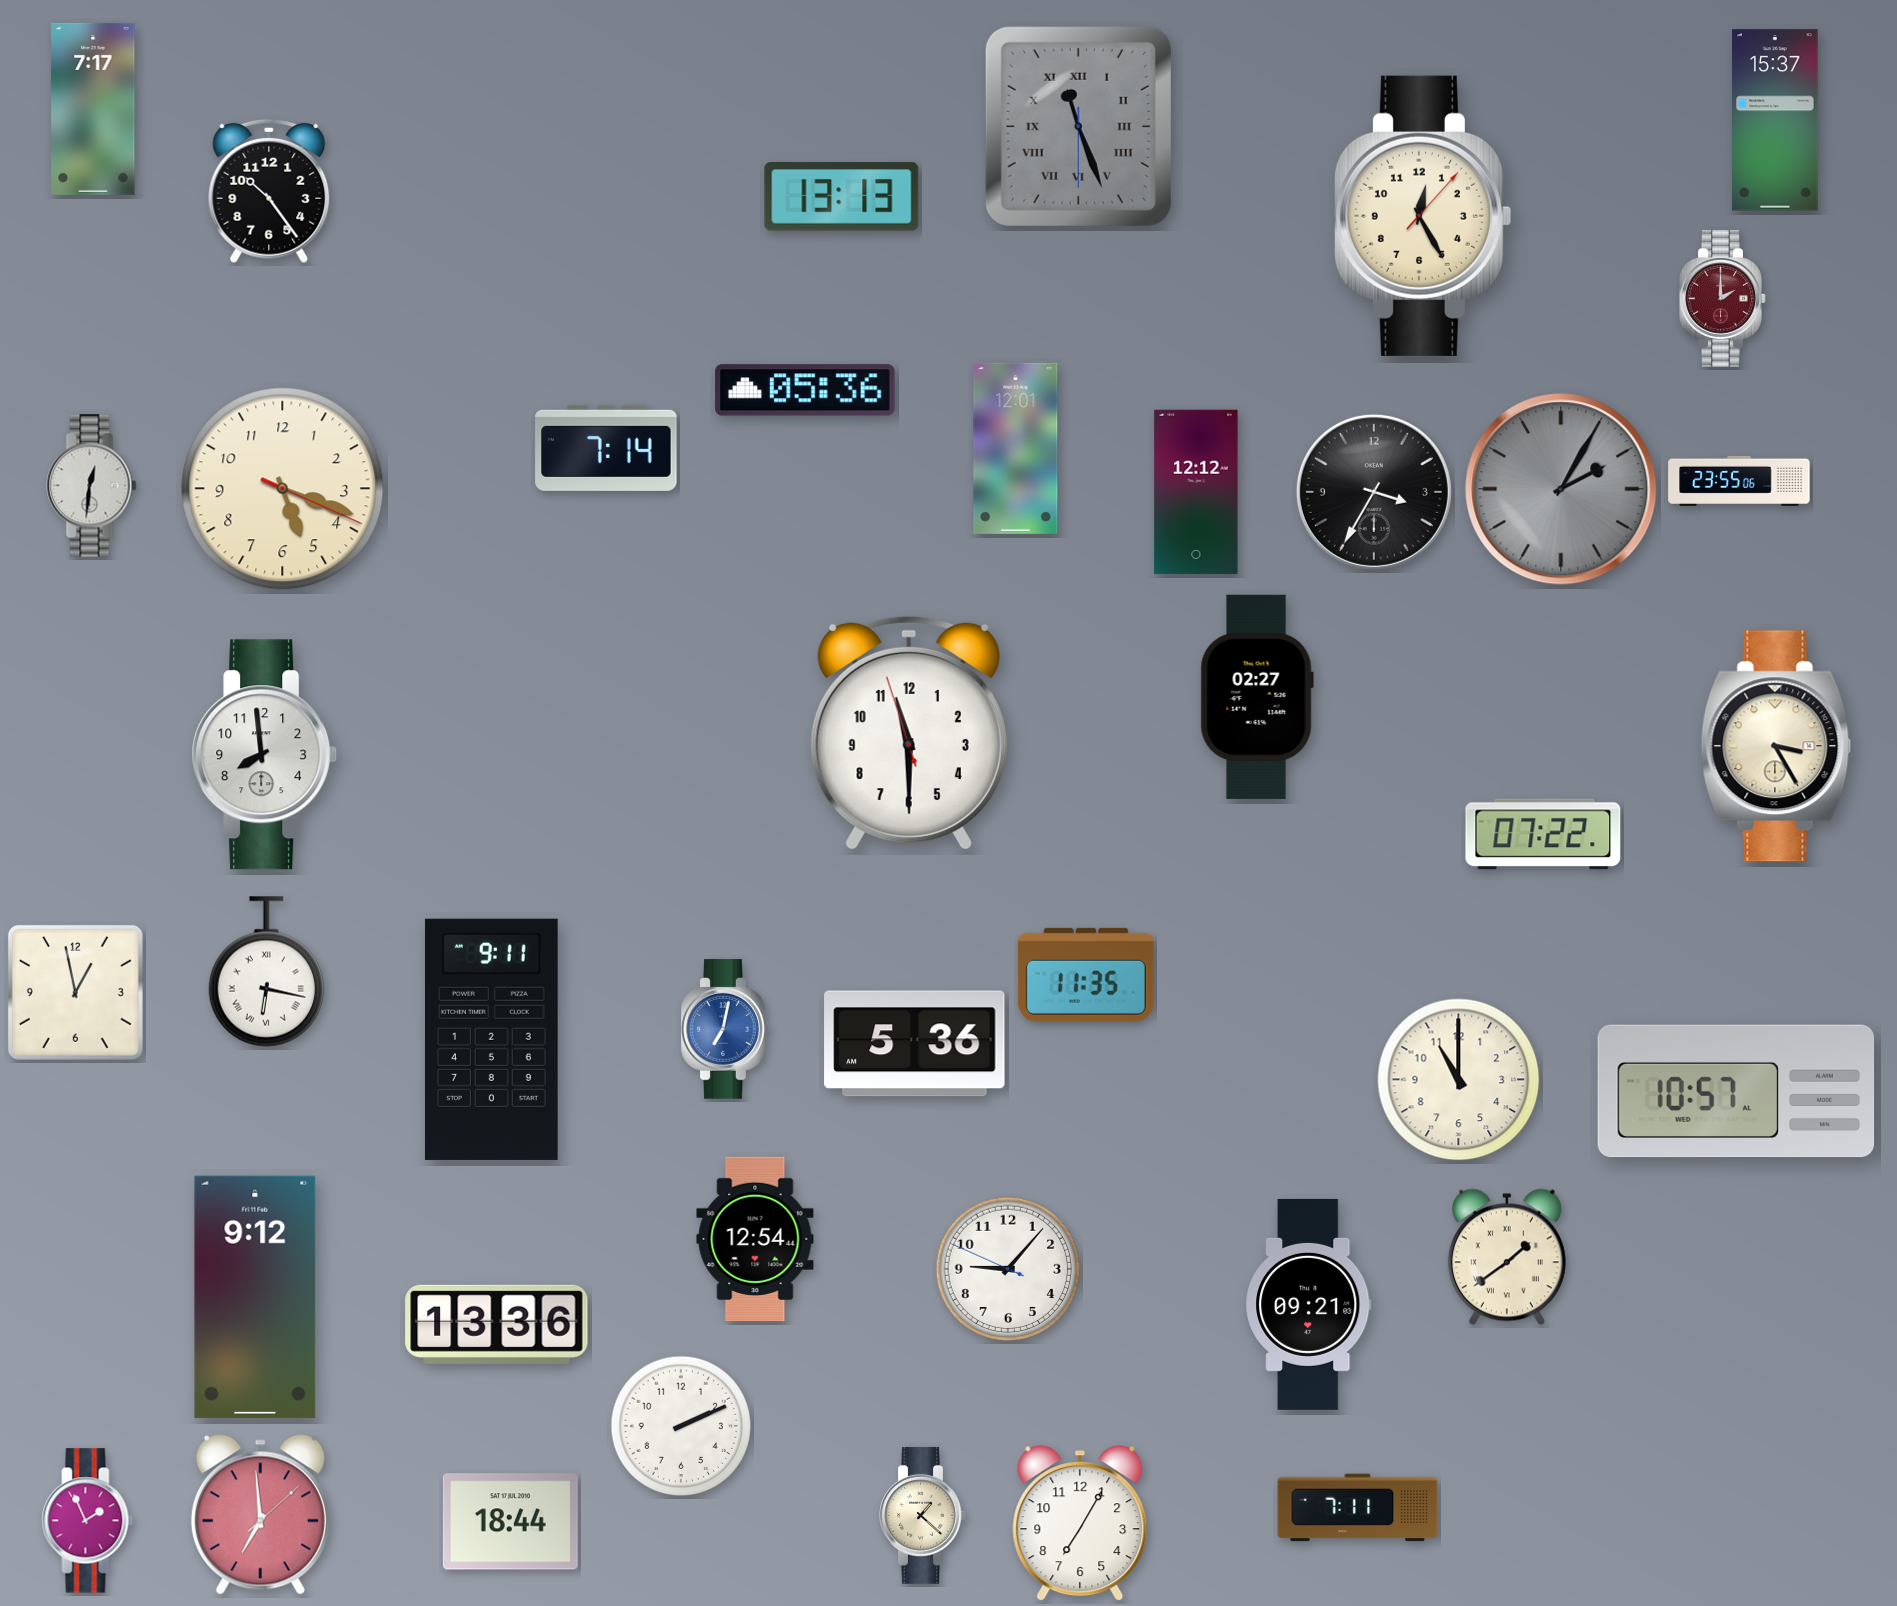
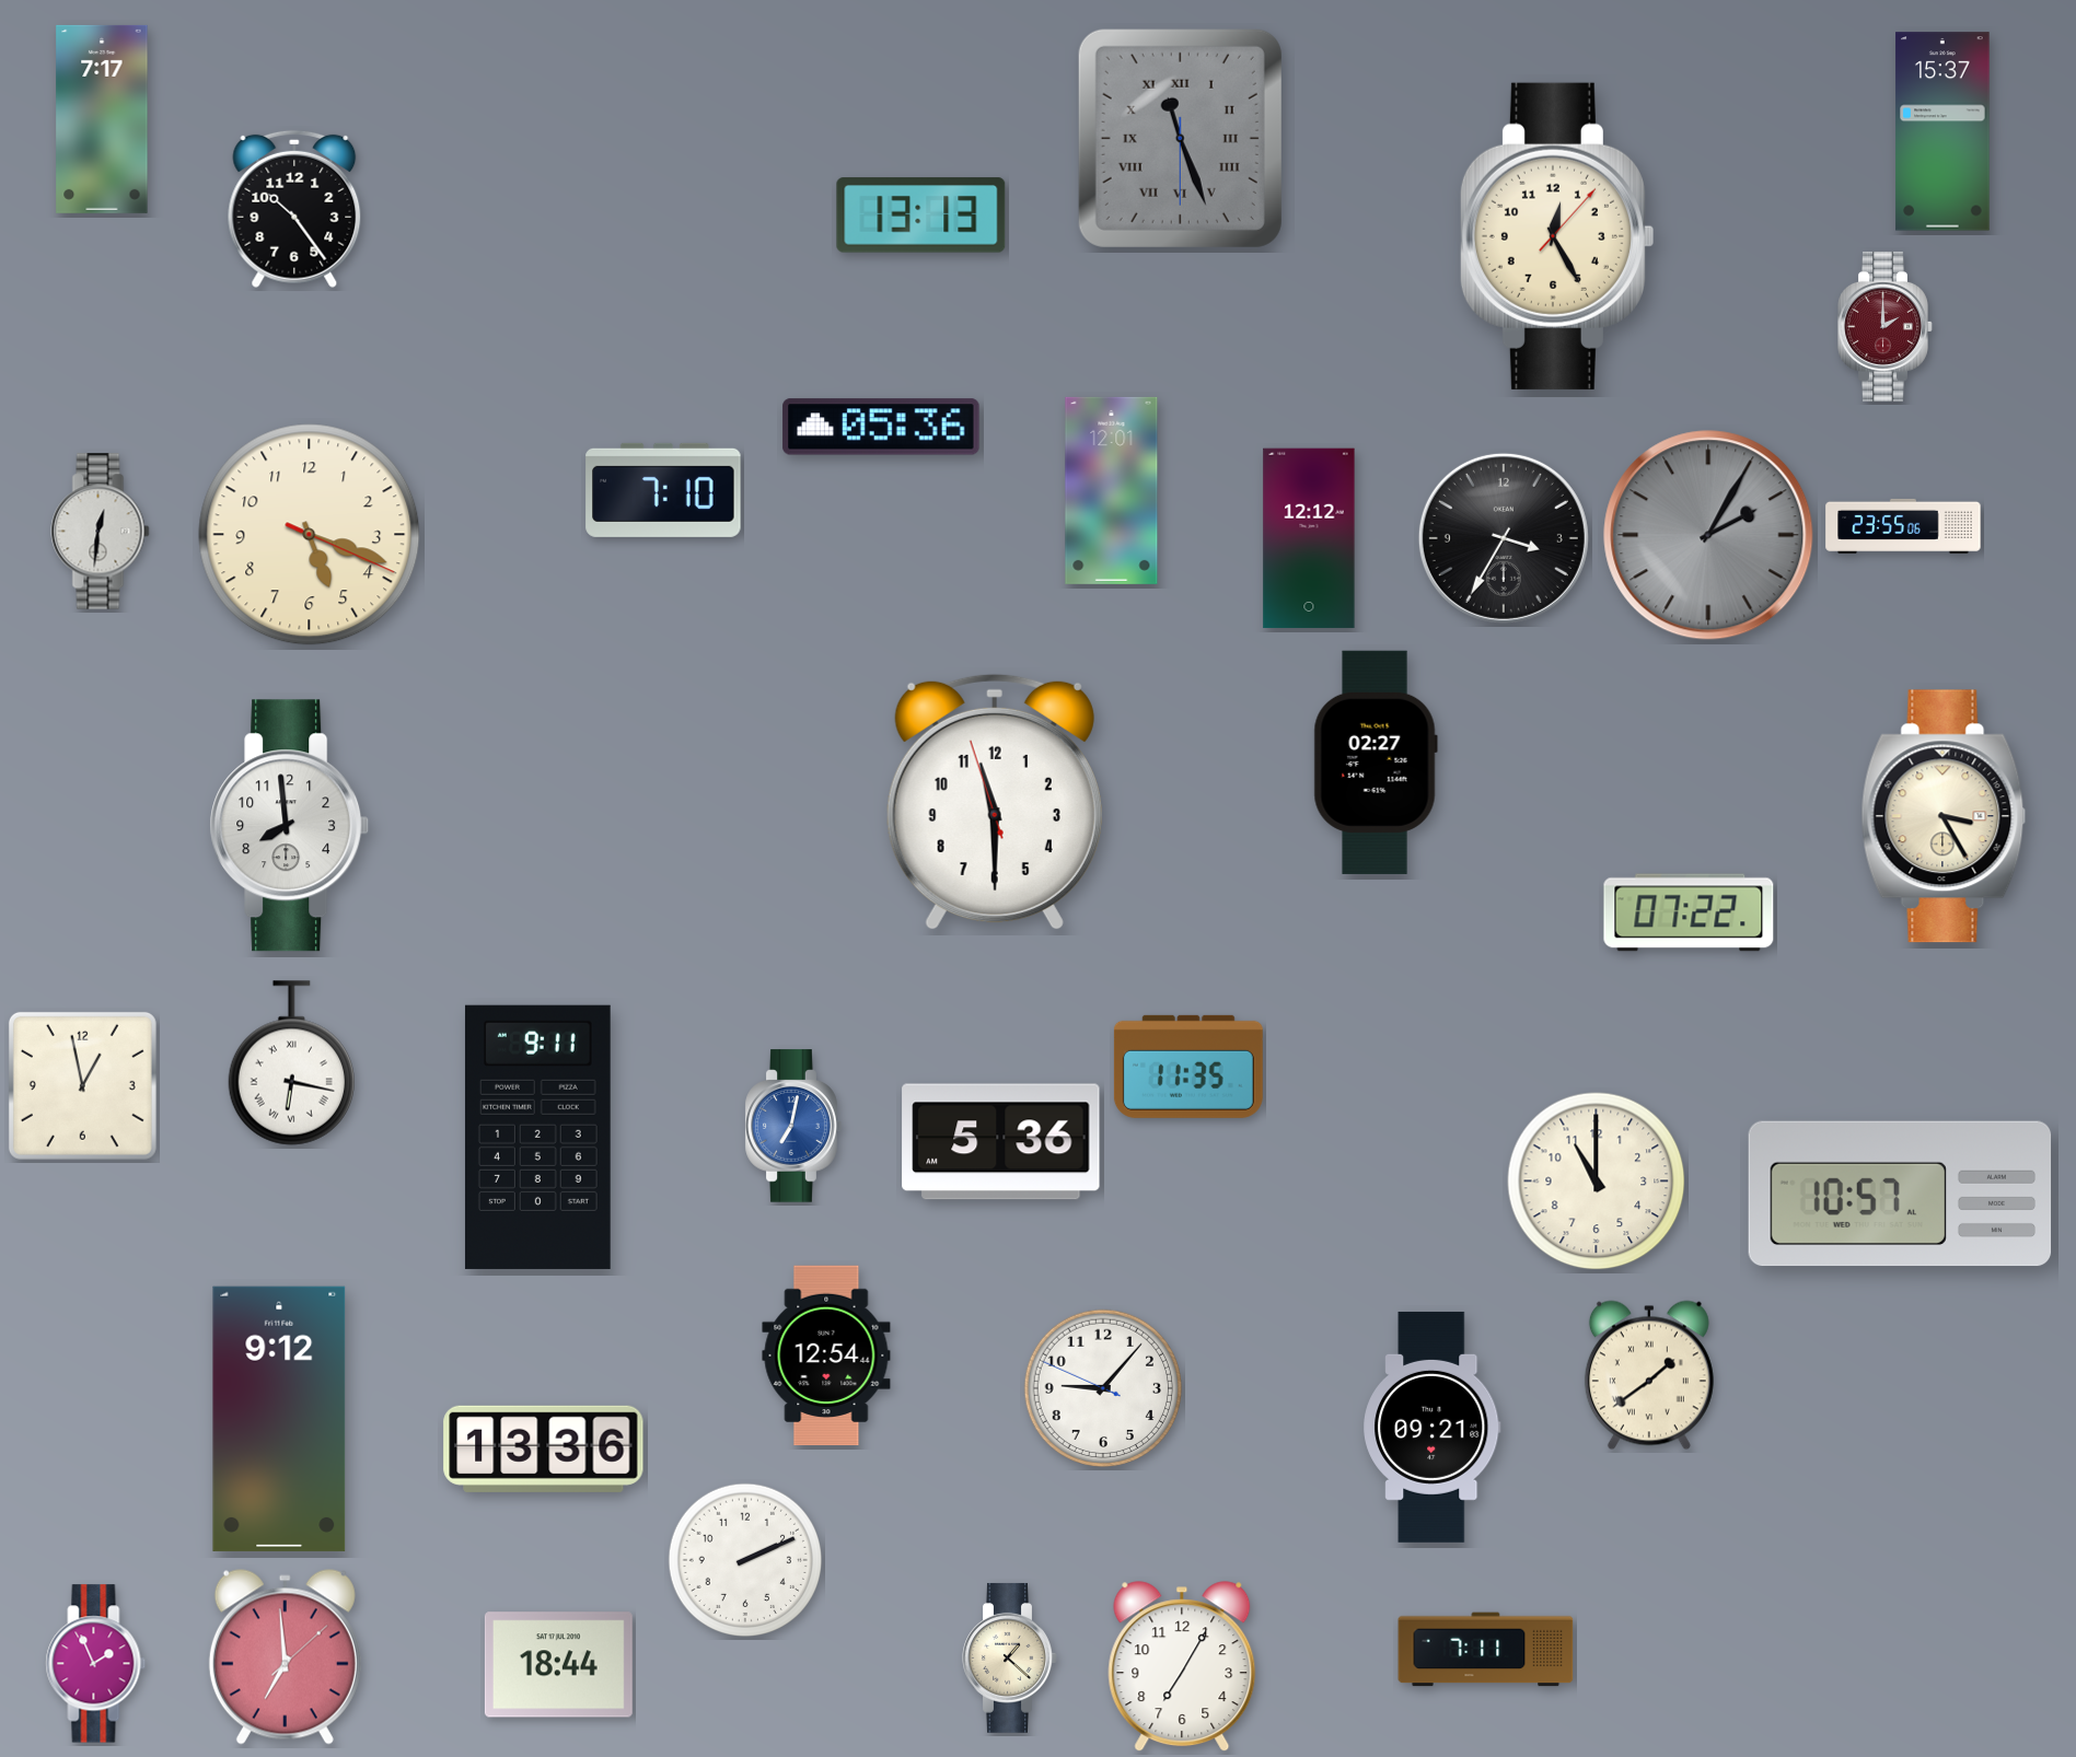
clock at (606, 448): 7:14 -> 7:10
